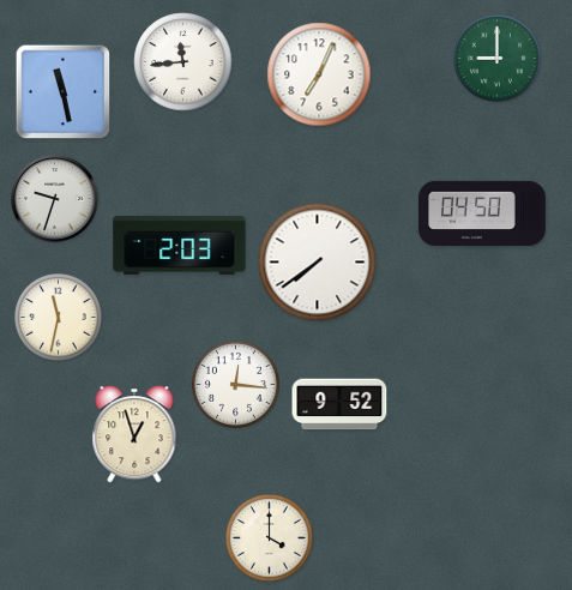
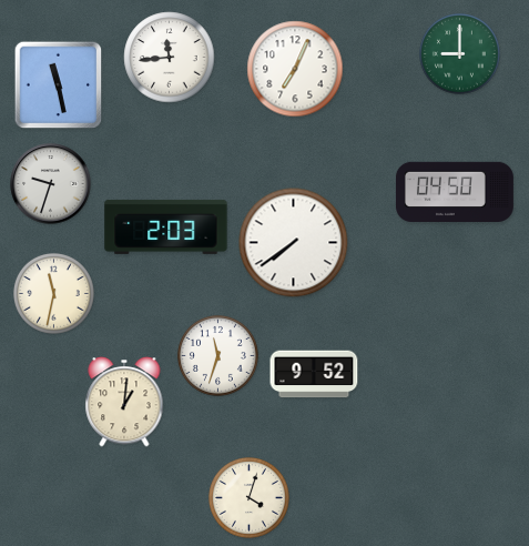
clock at (482, 213) position: (482, 213) -> (455, 192)
clock at (235, 384): 12:16 -> 11:33
clock at (134, 434): 12:57 -> 1:01
clock at (269, 537): 4:00 -> 4:03
